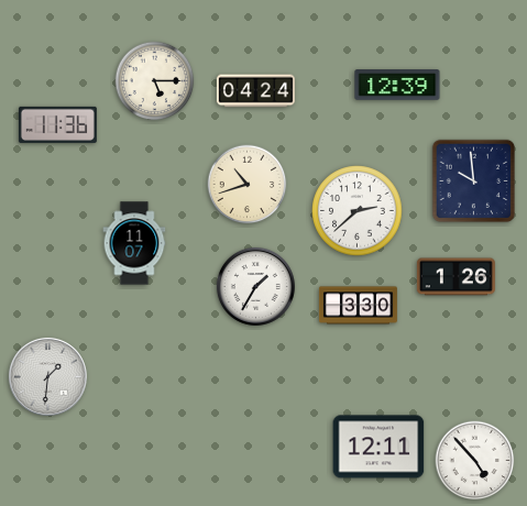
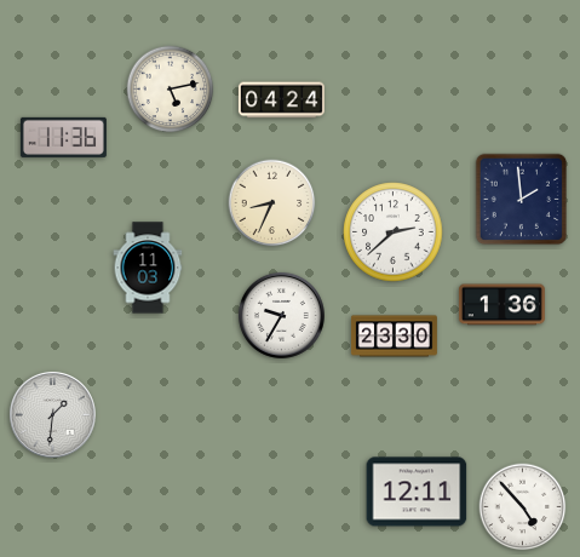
clock at (155, 81): 5:15 -> 5:13
clock at (397, 85): 12:39 -> none
clock at (474, 182): 9:59 -> 1:59
clock at (248, 185): 10:42 -> 8:34
clock at (134, 243): 11:07 -> 11:03
clock at (455, 277): 1:26 -> 1:36
clock at (255, 286): 1:35 -> 9:35
clock at (358, 306): 3:30 -> 23:30
